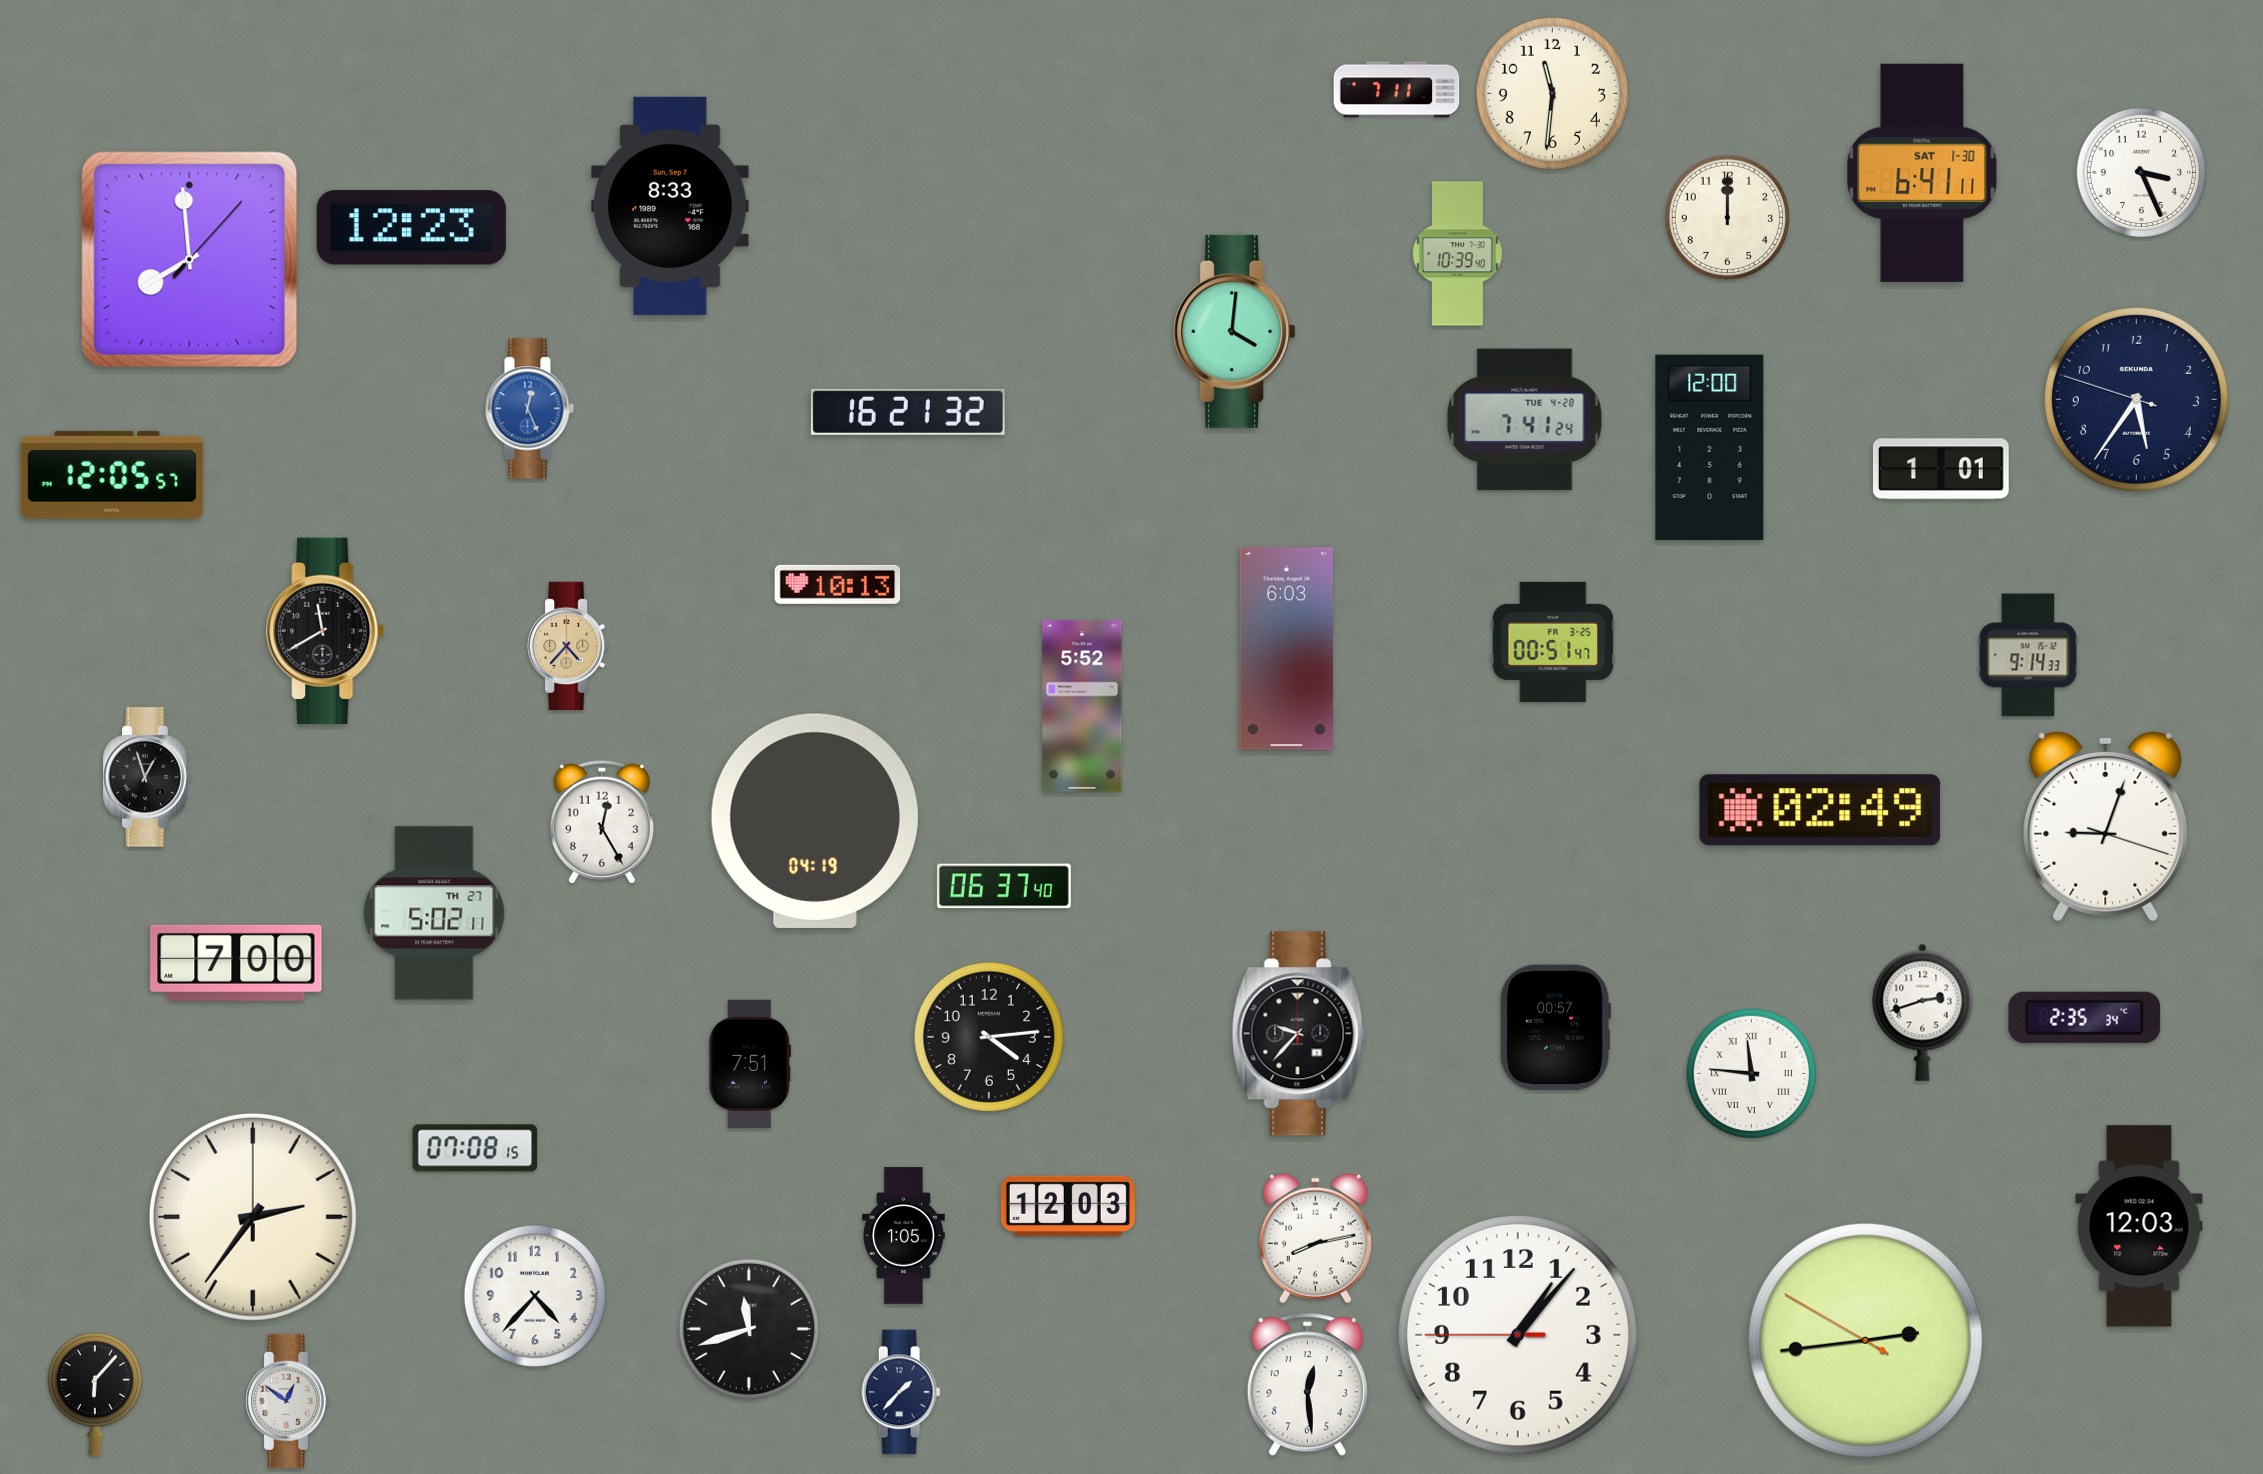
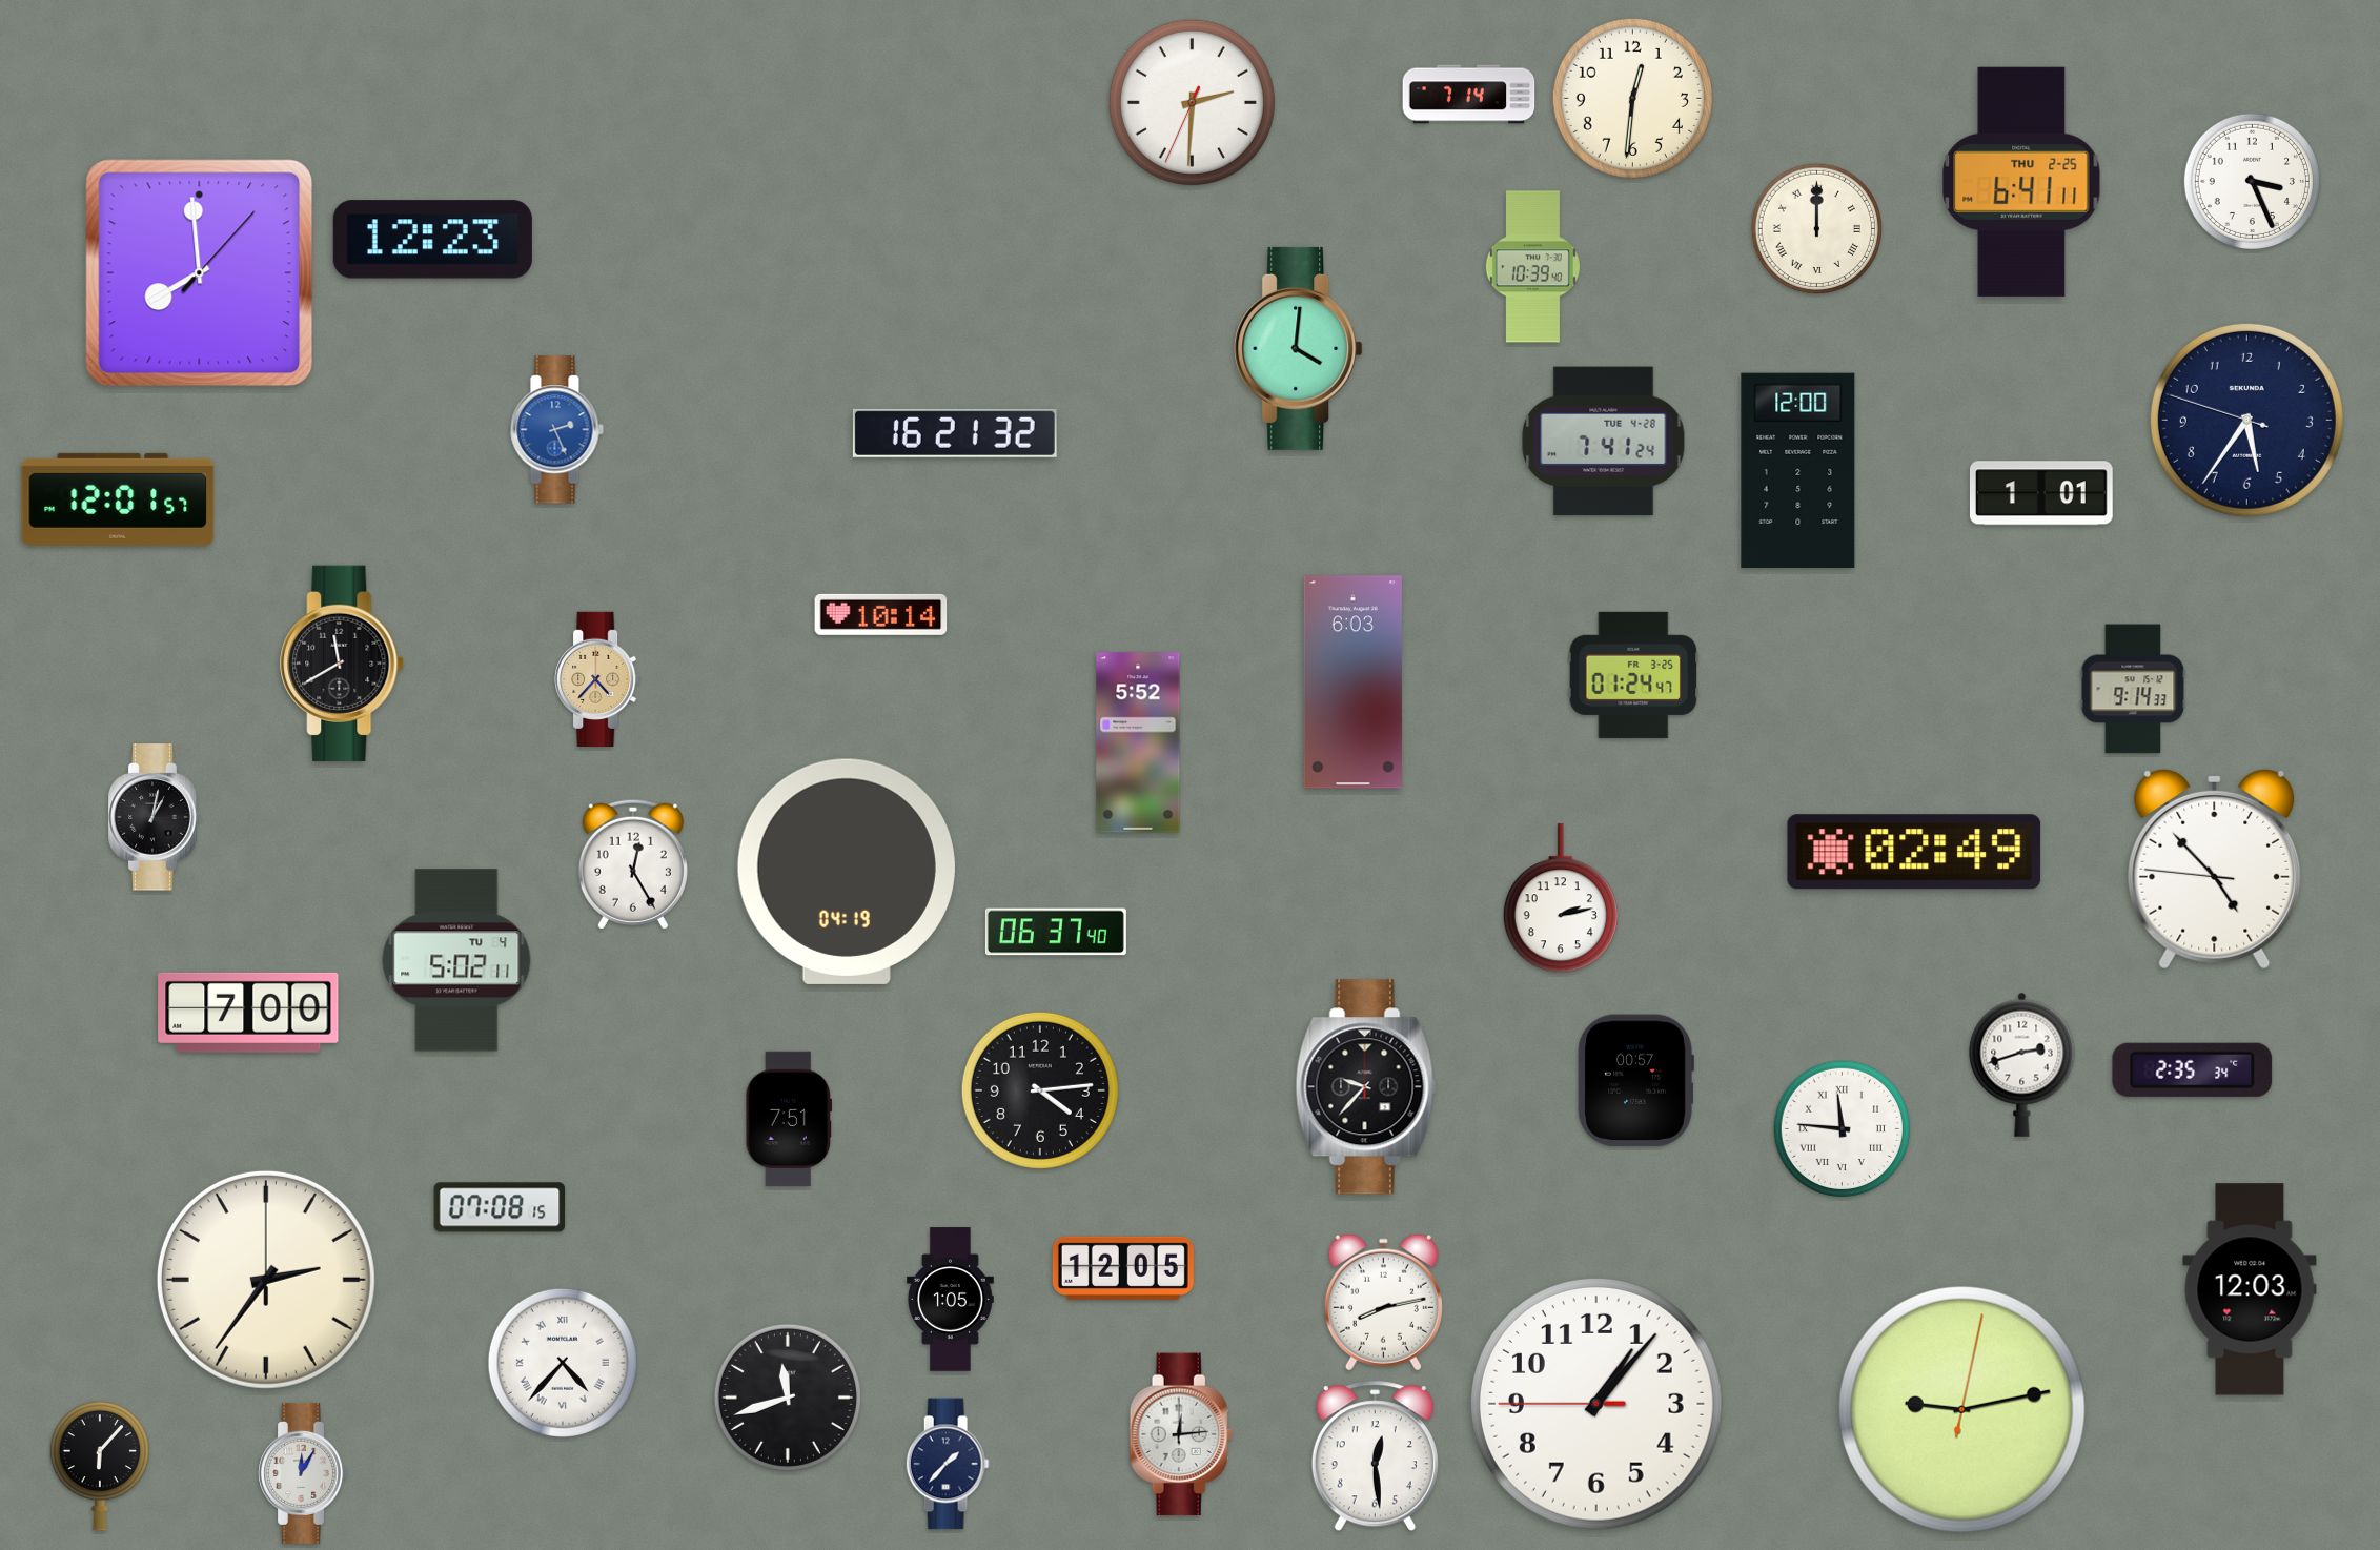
clock at (1397, 90): 7:11 -> 7:14
clock at (1552, 93): 11:31 -> 12:31
clock at (1192, 102): none -> 2:30
clock at (1922, 173) date: SAT 1-30 -> THU 2-25
clock at (670, 206): 8:33 -> none
clock at (1727, 217) numerals: Arabic -> Roman
clock at (529, 409): 12:26 -> 2:26
clock at (112, 475): 12:05 -> 12:01
clock at (838, 584): 10:13 -> 10:14
clock at (1553, 642): 00:51 -> 01:24
clock at (147, 777): 12:57 -> 1:02
clock at (815, 821) position: (815, 821) -> (847, 872)
clock at (2106, 826): 9:03 -> 4:52
clock at (1561, 899): none -> 2:13
clock at (434, 913) date: TH 27 -> TU 4
clock at (1068, 1206): 12:03 -> 12:05
clock at (535, 1296) numerals: Arabic -> Roman
clock at (1865, 1340): 2:43 -> 9:13
clock at (1181, 1434): none -> 12:14
clock at (287, 1401): 12:51 -> 12:05
